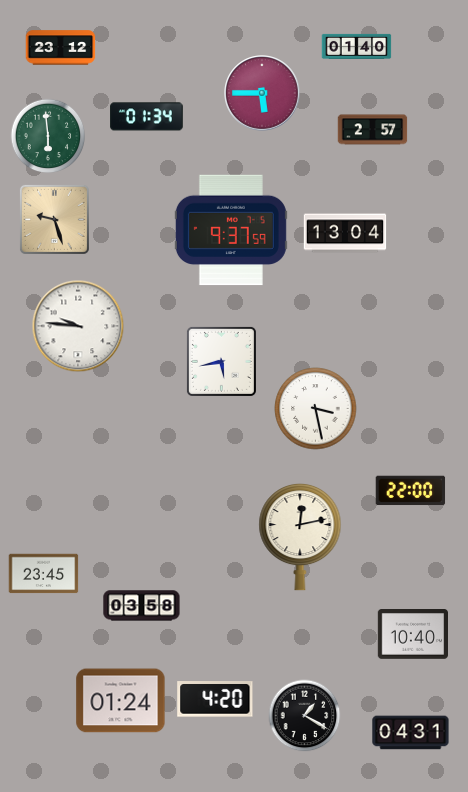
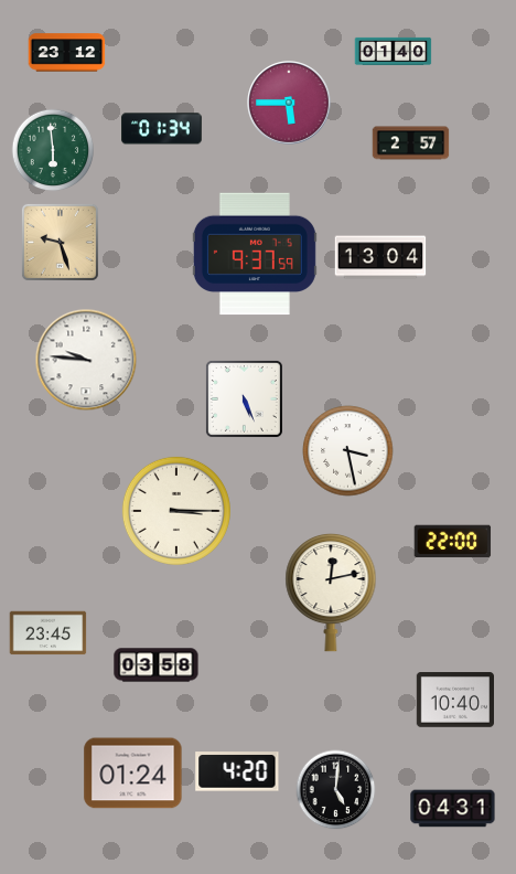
clock at (221, 361): 5:43 -> 5:26
clock at (176, 511): none -> 3:15
clock at (142, 606) position: (142, 606) -> (157, 665)
clock at (305, 716): 1:20 -> 5:01
